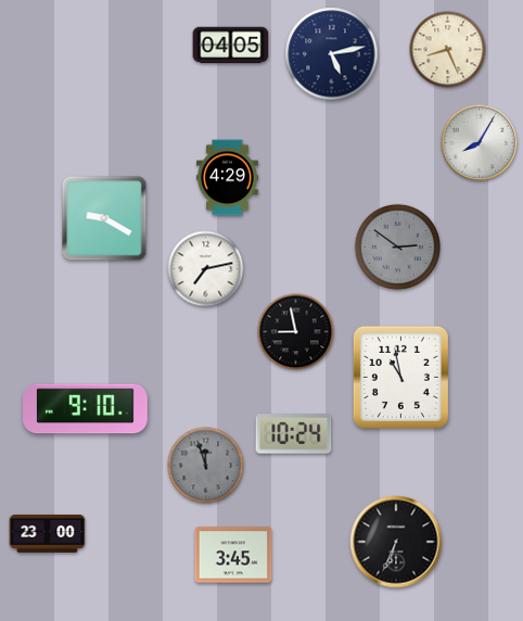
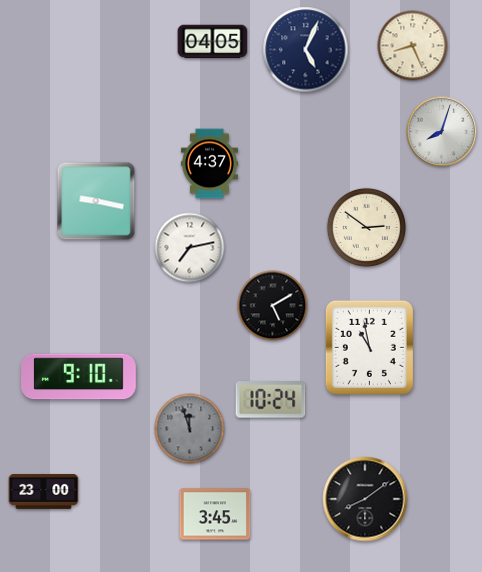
clock at (332, 54): 5:13 -> 5:04
clock at (480, 143): 8:05 -> 8:03
clock at (227, 178): 4:29 -> 4:37
clock at (104, 218): 9:20 -> 9:17
clock at (397, 246) dial: grey -> cream
clock at (296, 332): 8:58 -> 5:10
clock at (396, 542): 6:34 -> 8:09
clock at (233, 555) position: (233, 555) -> (215, 514)
